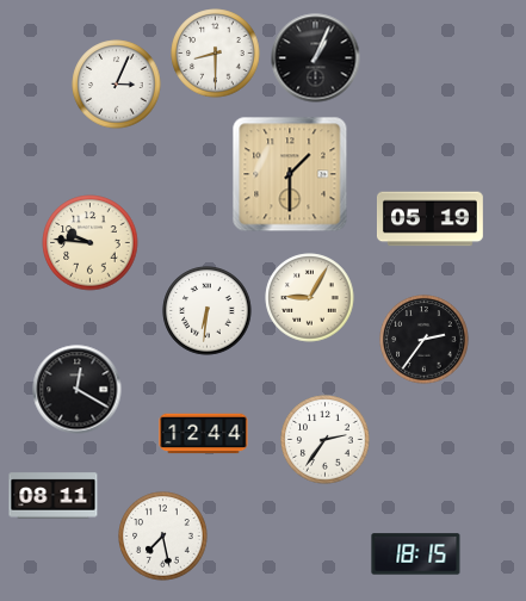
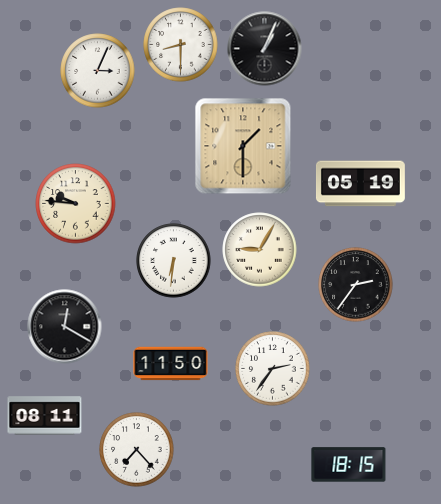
clock at (204, 434): 12:44 -> 11:50
clock at (163, 537): 7:28 -> 7:23
